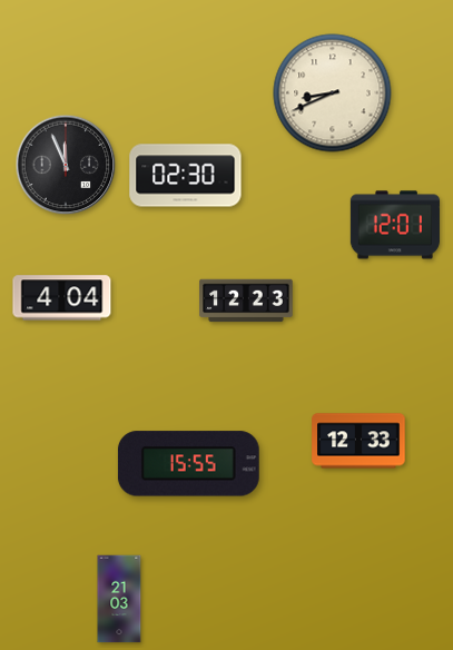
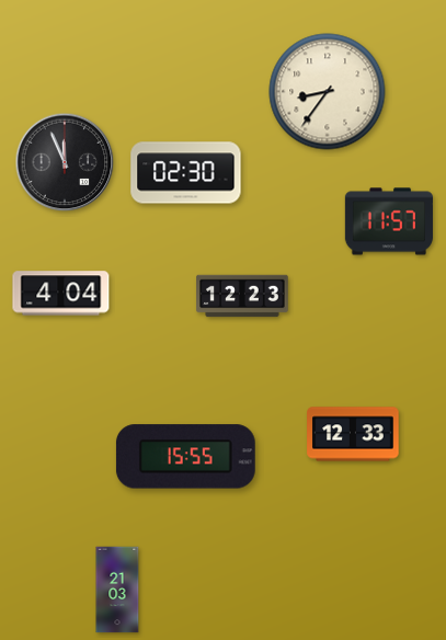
clock at (333, 93): 8:41 -> 8:36
clock at (186, 176) position: (186, 176) -> (186, 173)
clock at (395, 225): 12:01 -> 11:57
